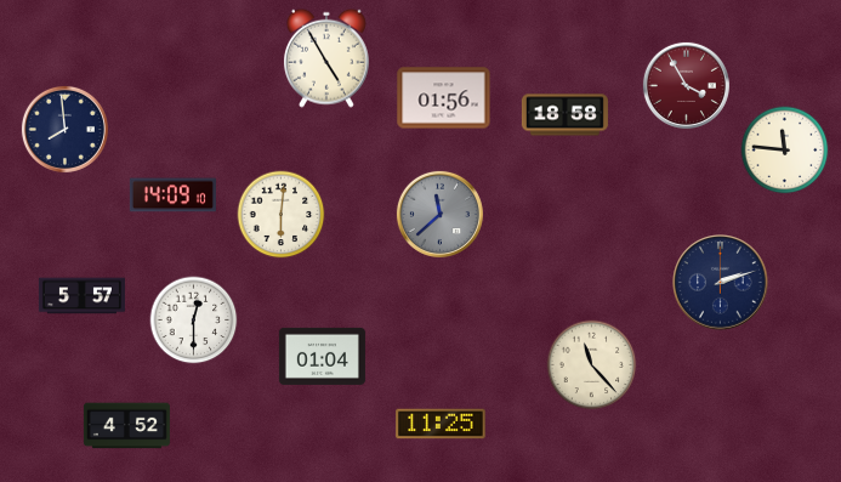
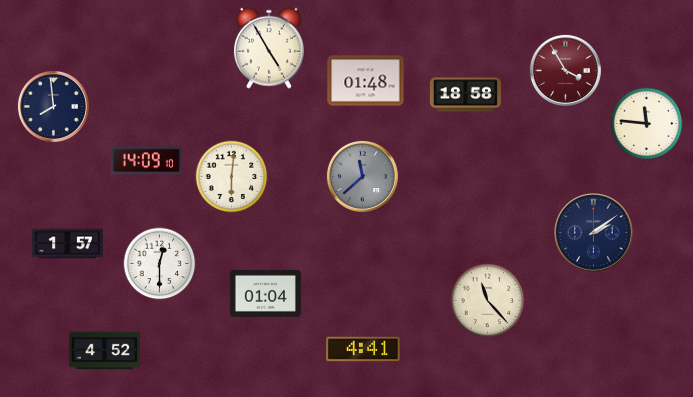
clock at (444, 98): 01:56 -> 01:48
clock at (172, 195) position: (172, 195) -> (146, 161)
clock at (721, 283): 2:12 -> 2:09
clock at (81, 296): 5:57 -> 1:57
clock at (441, 424): 11:25 -> 4:41
